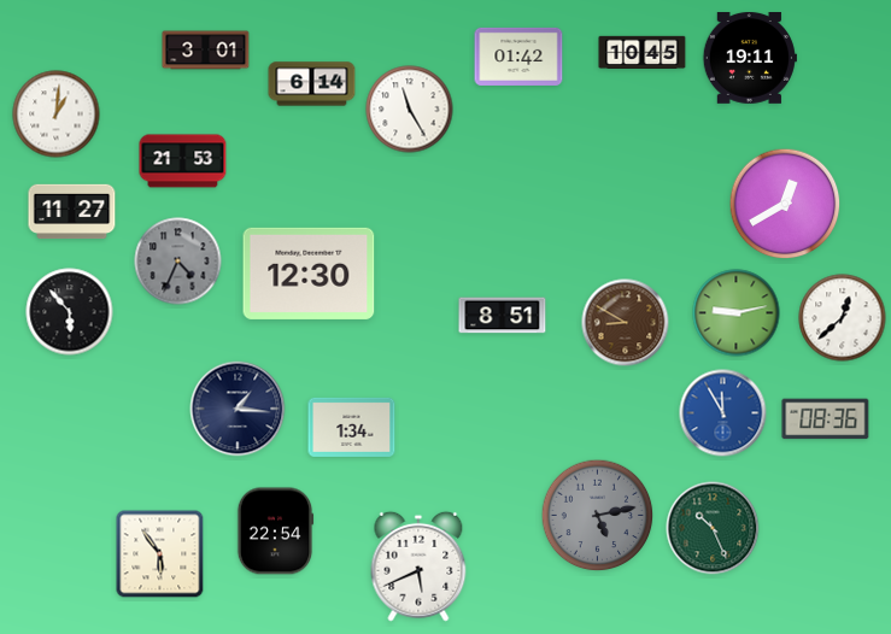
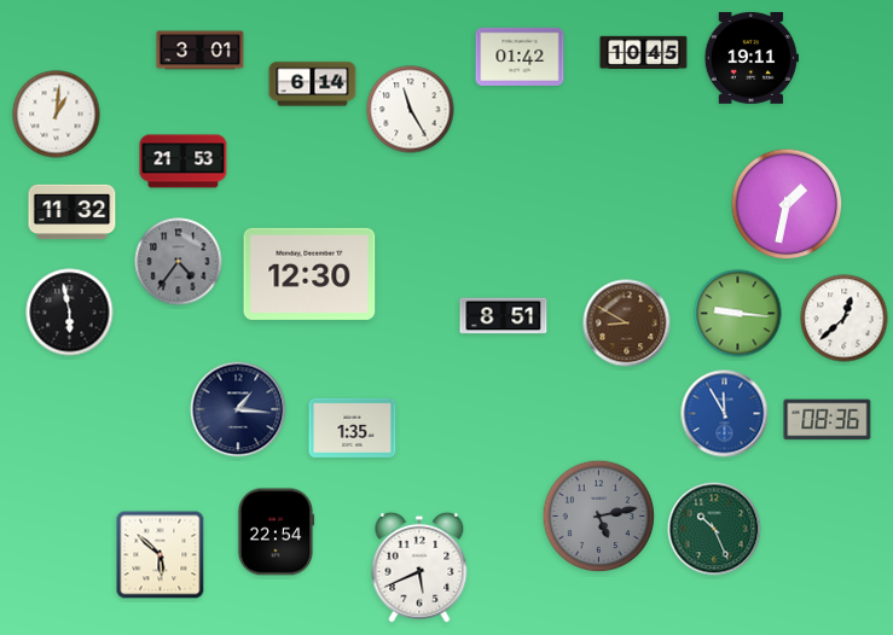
clock at (206, 51) position: (206, 51) -> (201, 51)
clock at (785, 204): 12:40 -> 1:32
clock at (72, 212): 11:27 -> 11:32
clock at (178, 262): 4:34 -> 4:36
clock at (70, 312): 5:53 -> 5:58
clock at (737, 313): 9:13 -> 9:16
clock at (352, 427): 1:34 -> 1:35
clock at (160, 554): 5:54 -> 5:52
